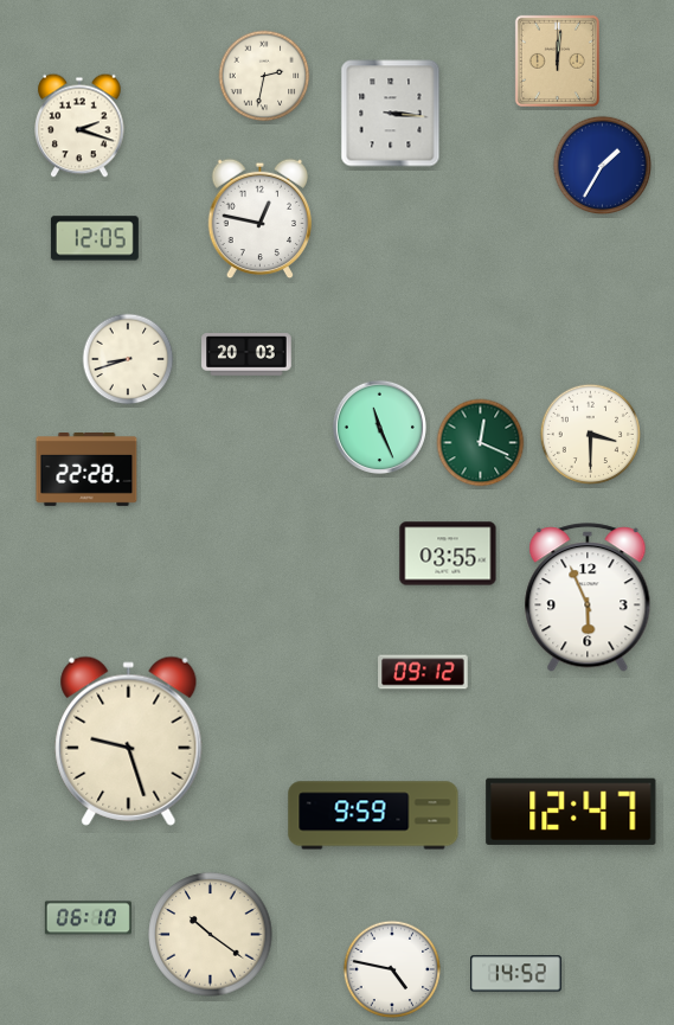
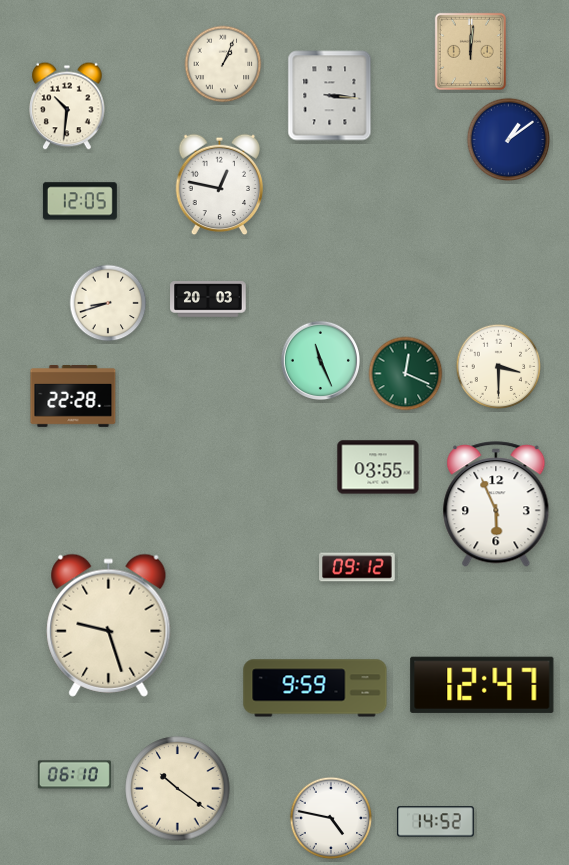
clock at (264, 76): 2:32 -> 1:04
clock at (79, 126): 2:18 -> 10:31
clock at (603, 166): 1:35 -> 1:09
